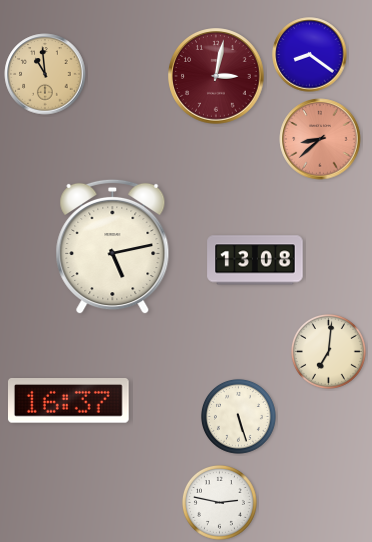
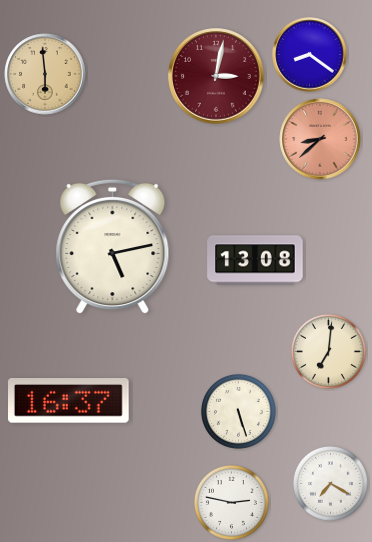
clock at (45, 74): 10:59 -> 5:59
clock at (238, 416) position: (238, 416) -> (238, 411)
clock at (330, 483): none -> 7:20
clock at (219, 502) position: (219, 502) -> (231, 502)
